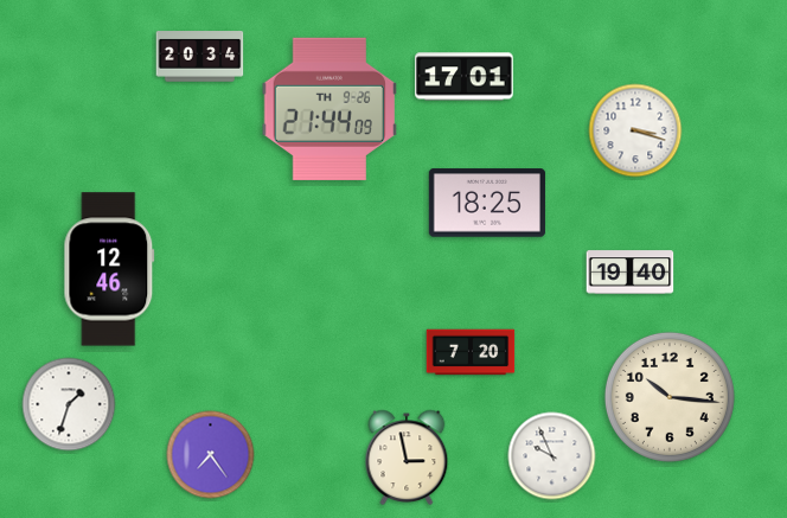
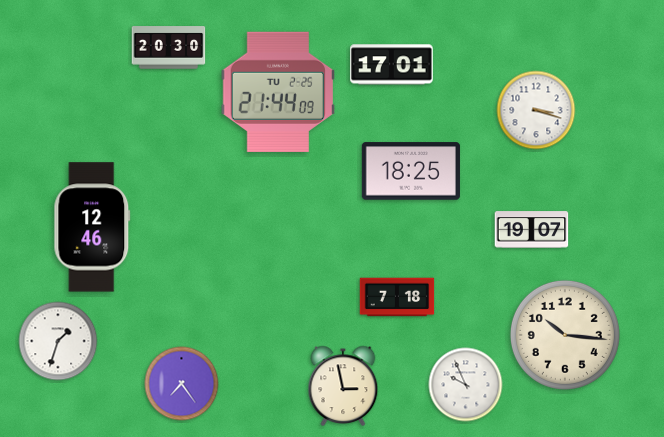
clock at (200, 57): 20:34 -> 20:30
clock at (328, 109) date: TH 9-26 -> TU 2-25
clock at (631, 273): 19:40 -> 19:07
clock at (471, 352): 7:20 -> 7:18
clock at (211, 455) position: (211, 455) -> (182, 384)
